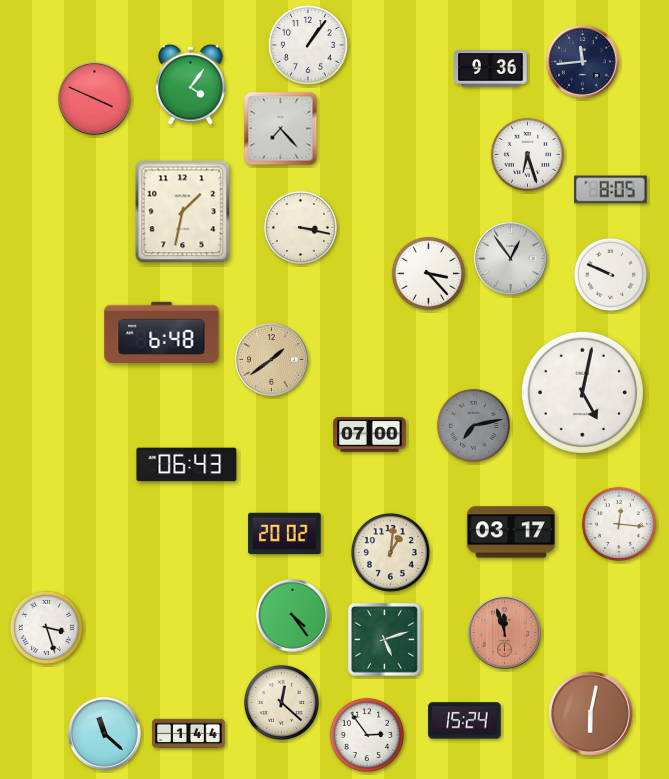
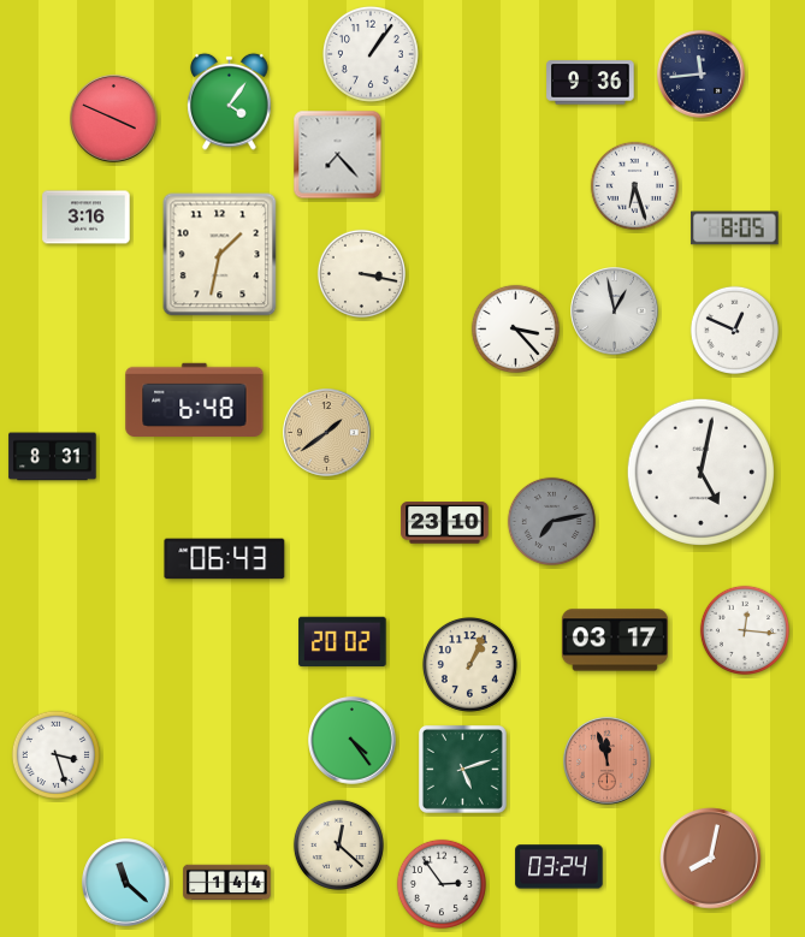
clock at (87, 218): none -> 3:16
clock at (511, 259): 12:54 -> 12:58
clock at (610, 274): 9:49 -> 12:49
clock at (53, 457): none -> 8:31
clock at (473, 425) position: (473, 425) -> (551, 521)
clock at (370, 435): 07:00 -> 23:10
clock at (390, 552): 1:01 -> 1:04
clock at (591, 714): 6:02 -> 8:02
clock at (465, 721): 15:24 -> 03:24
